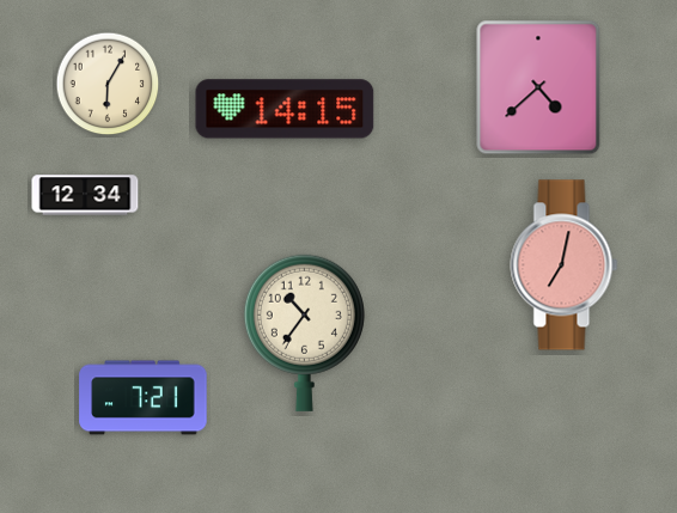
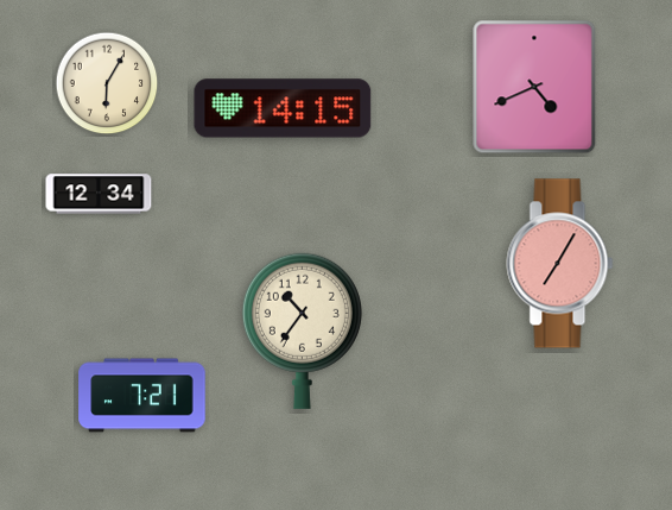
clock at (538, 87): 4:38 -> 4:41
clock at (85, 195) position: (85, 195) -> (99, 194)
clock at (565, 265): 7:02 -> 7:05
